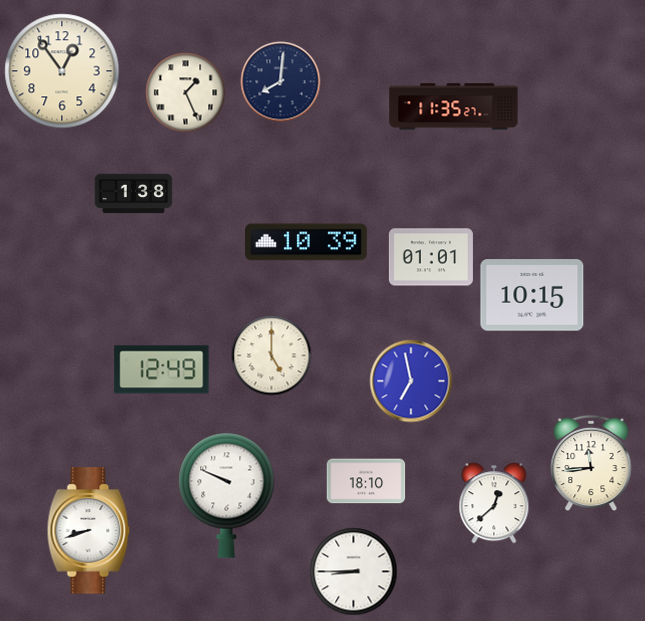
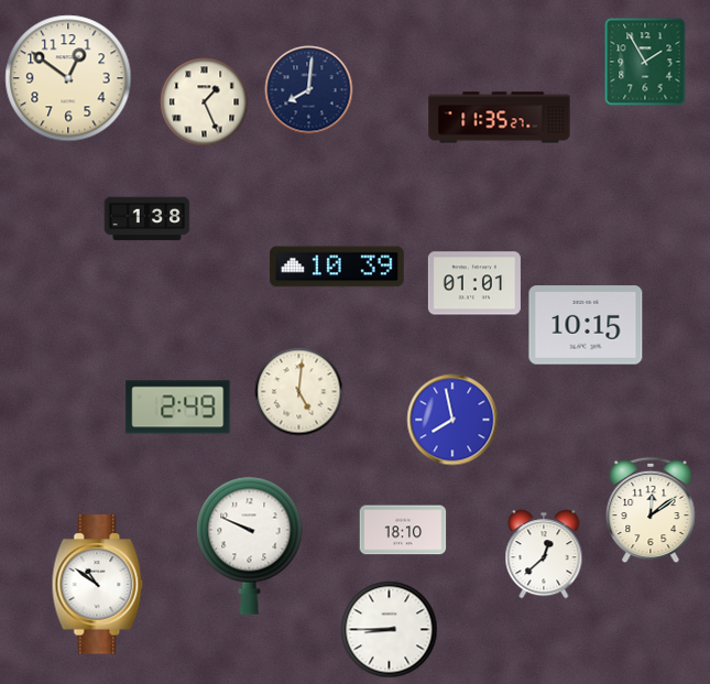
clock at (645, 62): none -> 1:55
clock at (62, 71): 12:54 -> 12:51
clock at (134, 194) position: (134, 194) -> (148, 219)
clock at (272, 356): 5:00 -> 5:01
clock at (162, 370): 12:49 -> 2:49
clock at (411, 381): 6:58 -> 7:58
clock at (591, 463): 11:44 -> 12:09
clock at (89, 531): 8:42 -> 10:51
